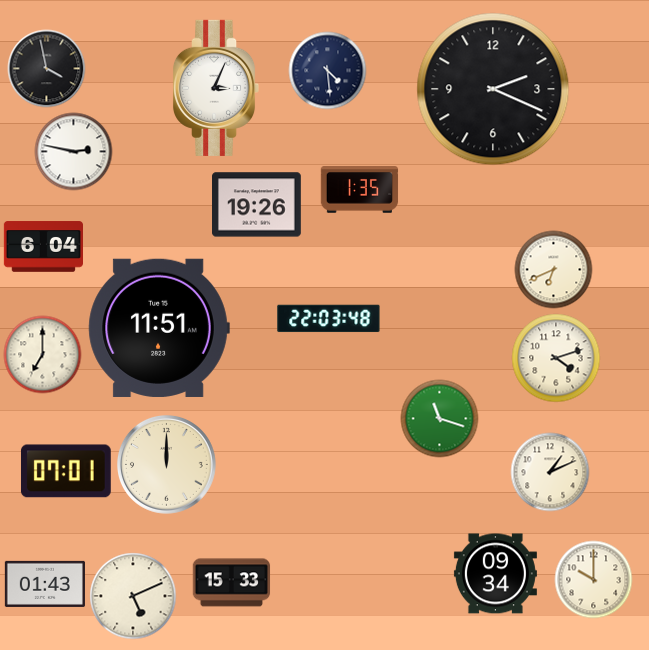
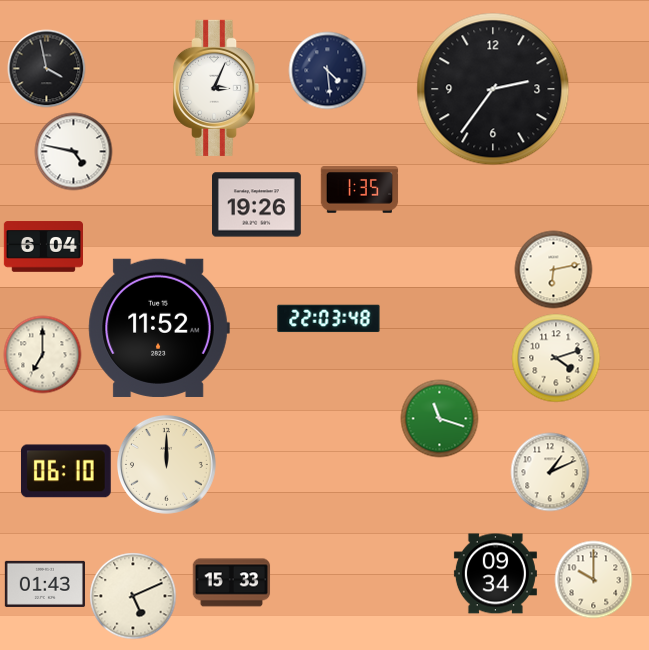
clock at (493, 89): 2:19 -> 2:36
clock at (73, 151): 2:47 -> 4:47
clock at (553, 269): 6:41 -> 6:13
clock at (159, 328): 11:51 -> 11:52
clock at (66, 471): 07:01 -> 06:10
